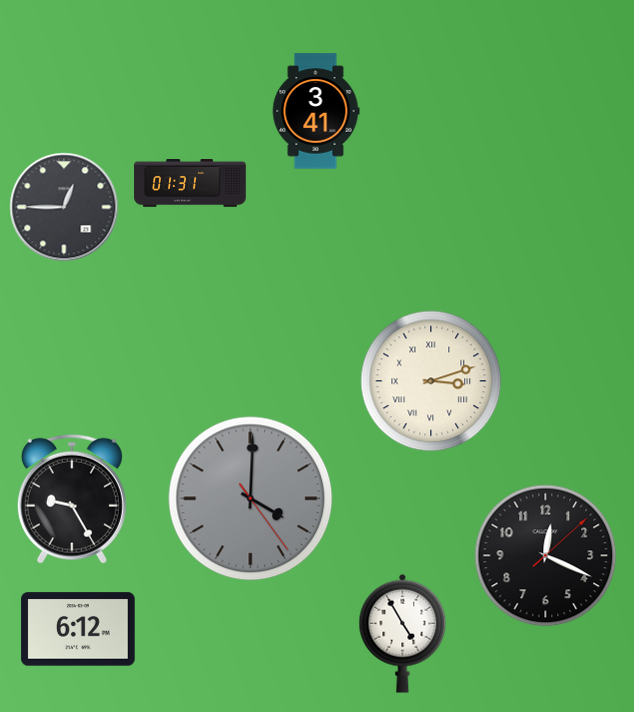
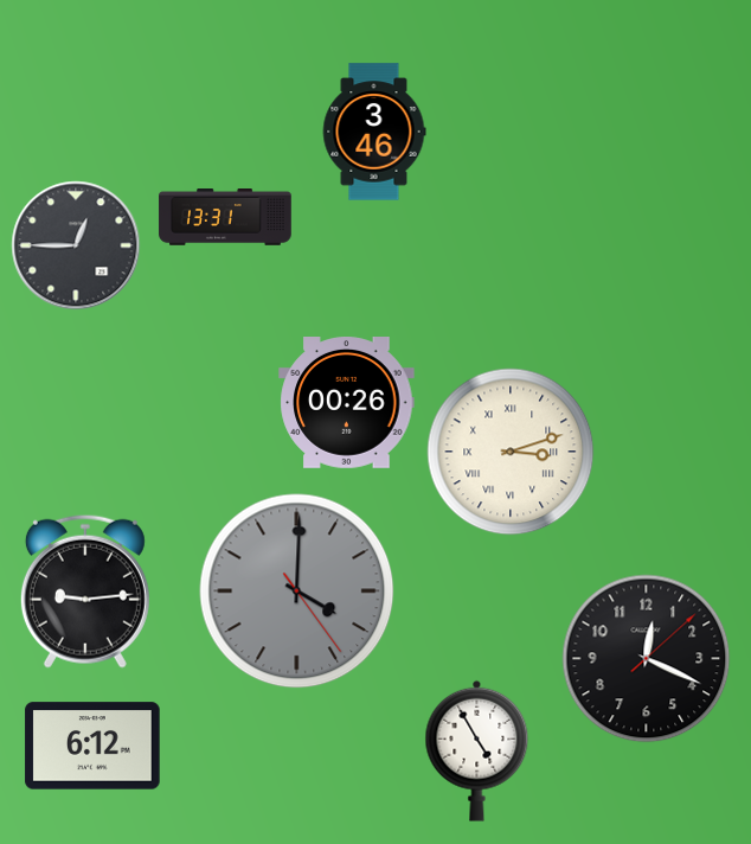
clock at (316, 111): 3:41 -> 3:46
clock at (190, 184): 01:31 -> 13:31
clock at (347, 403): none -> 00:26
clock at (72, 499): 9:25 -> 9:14
